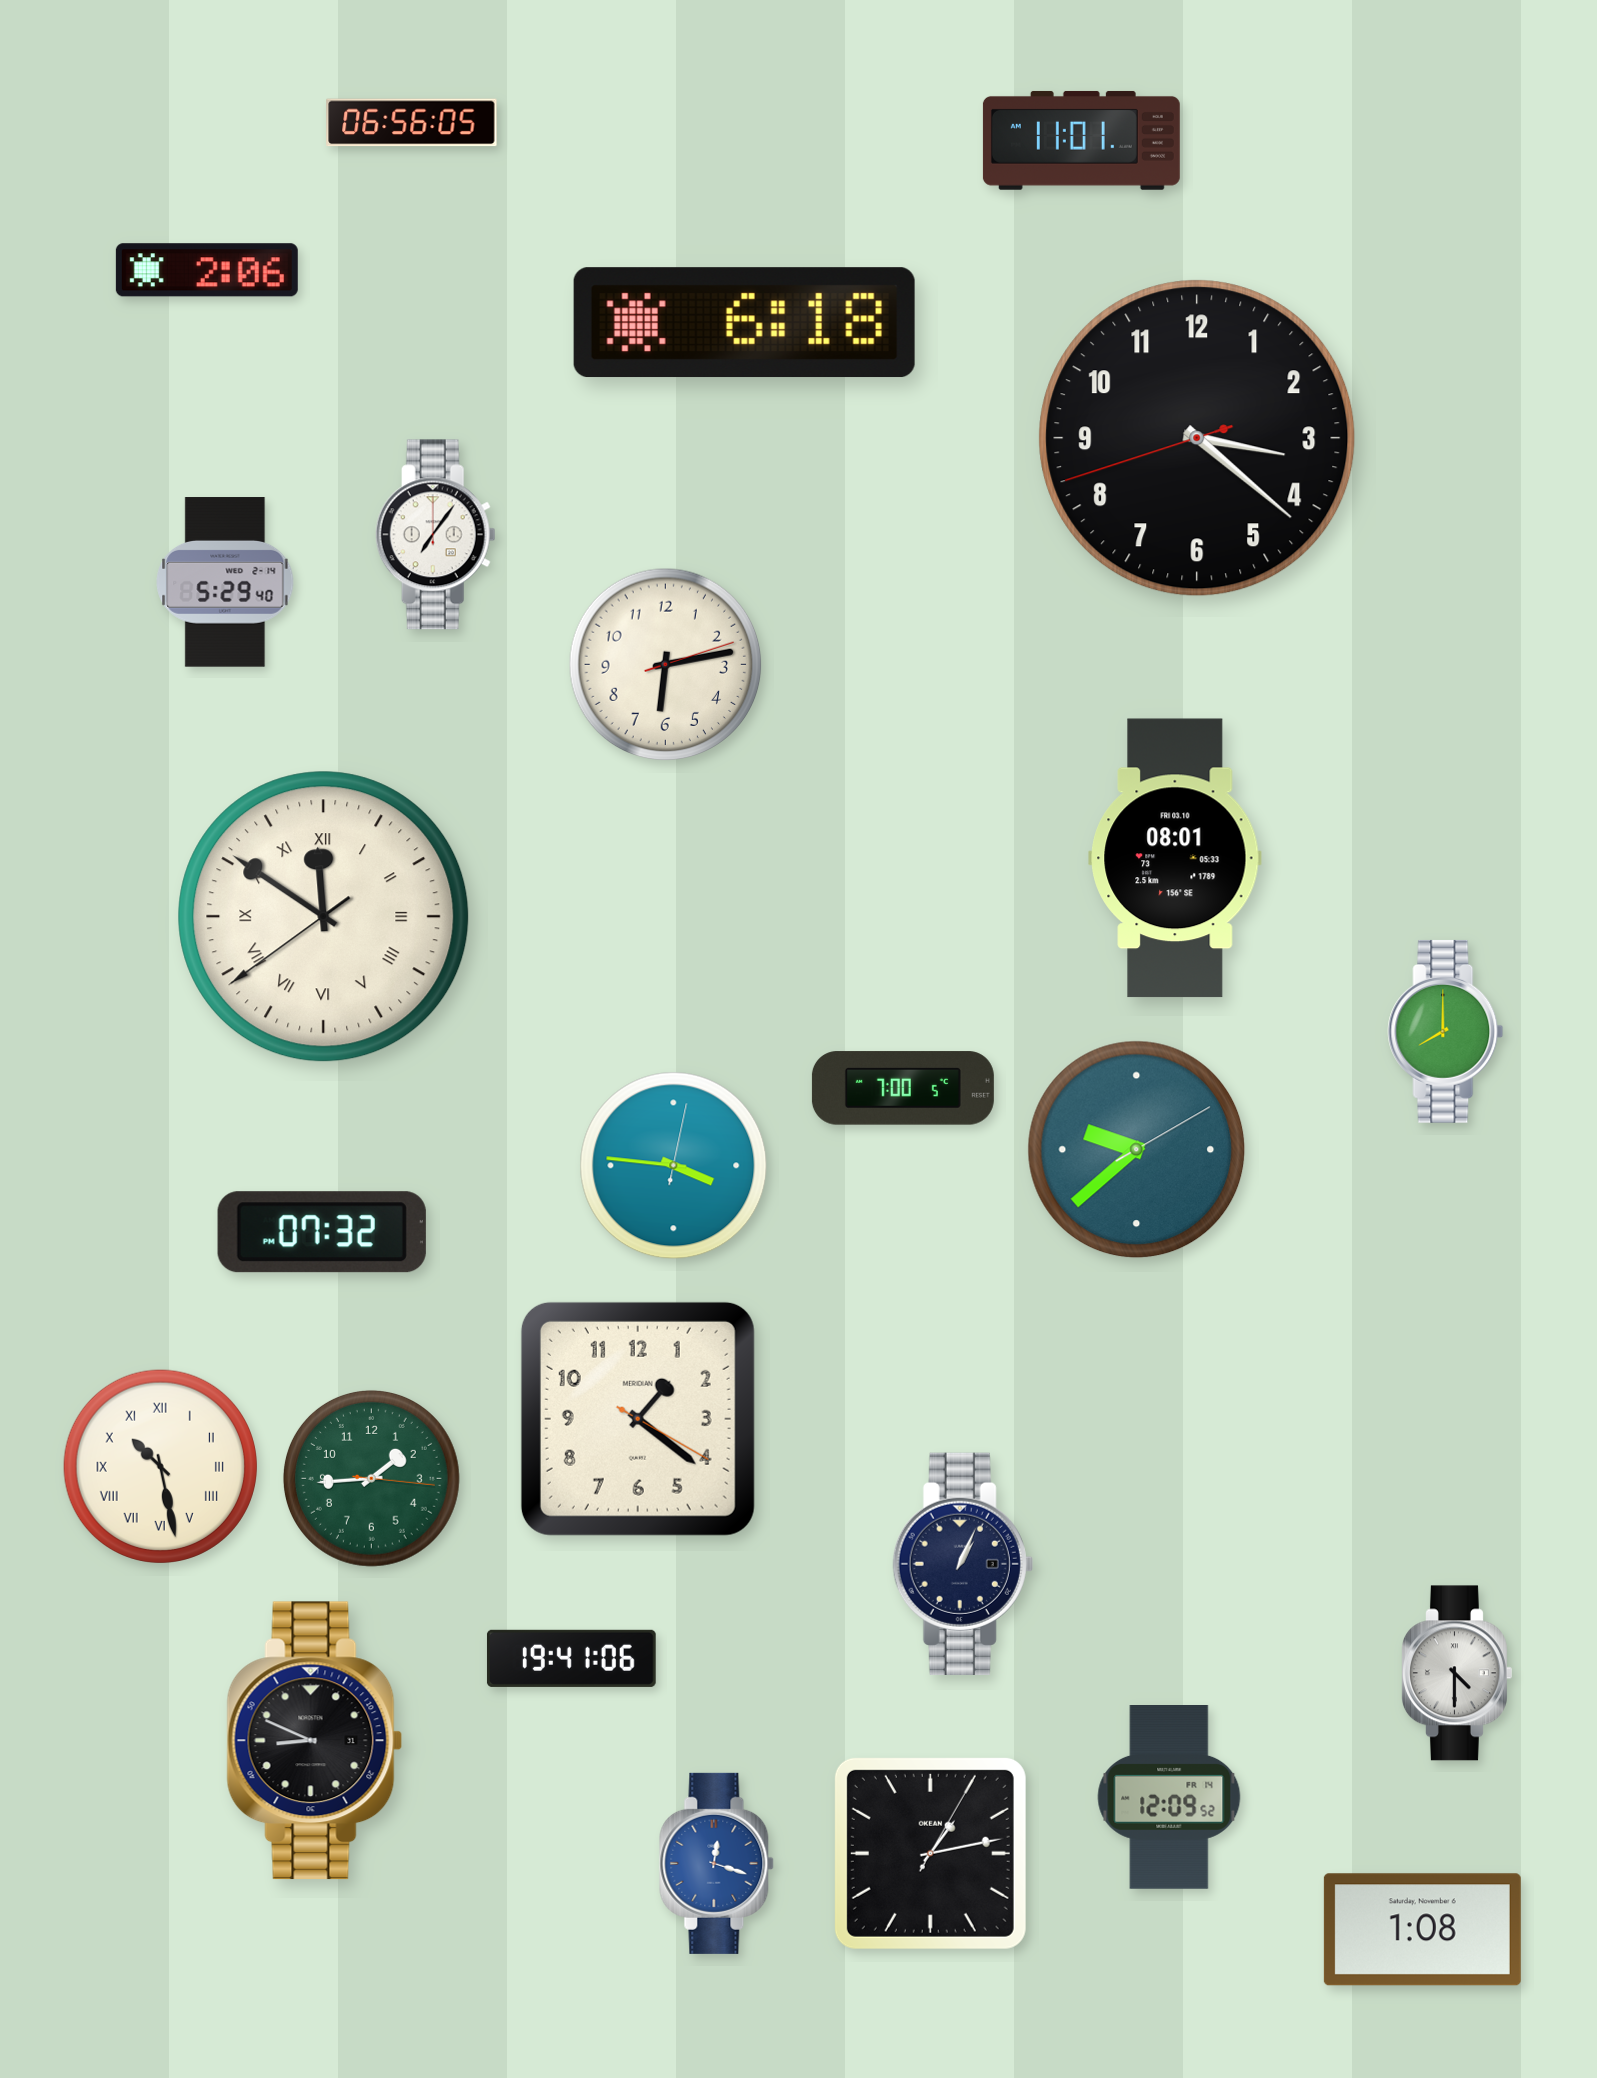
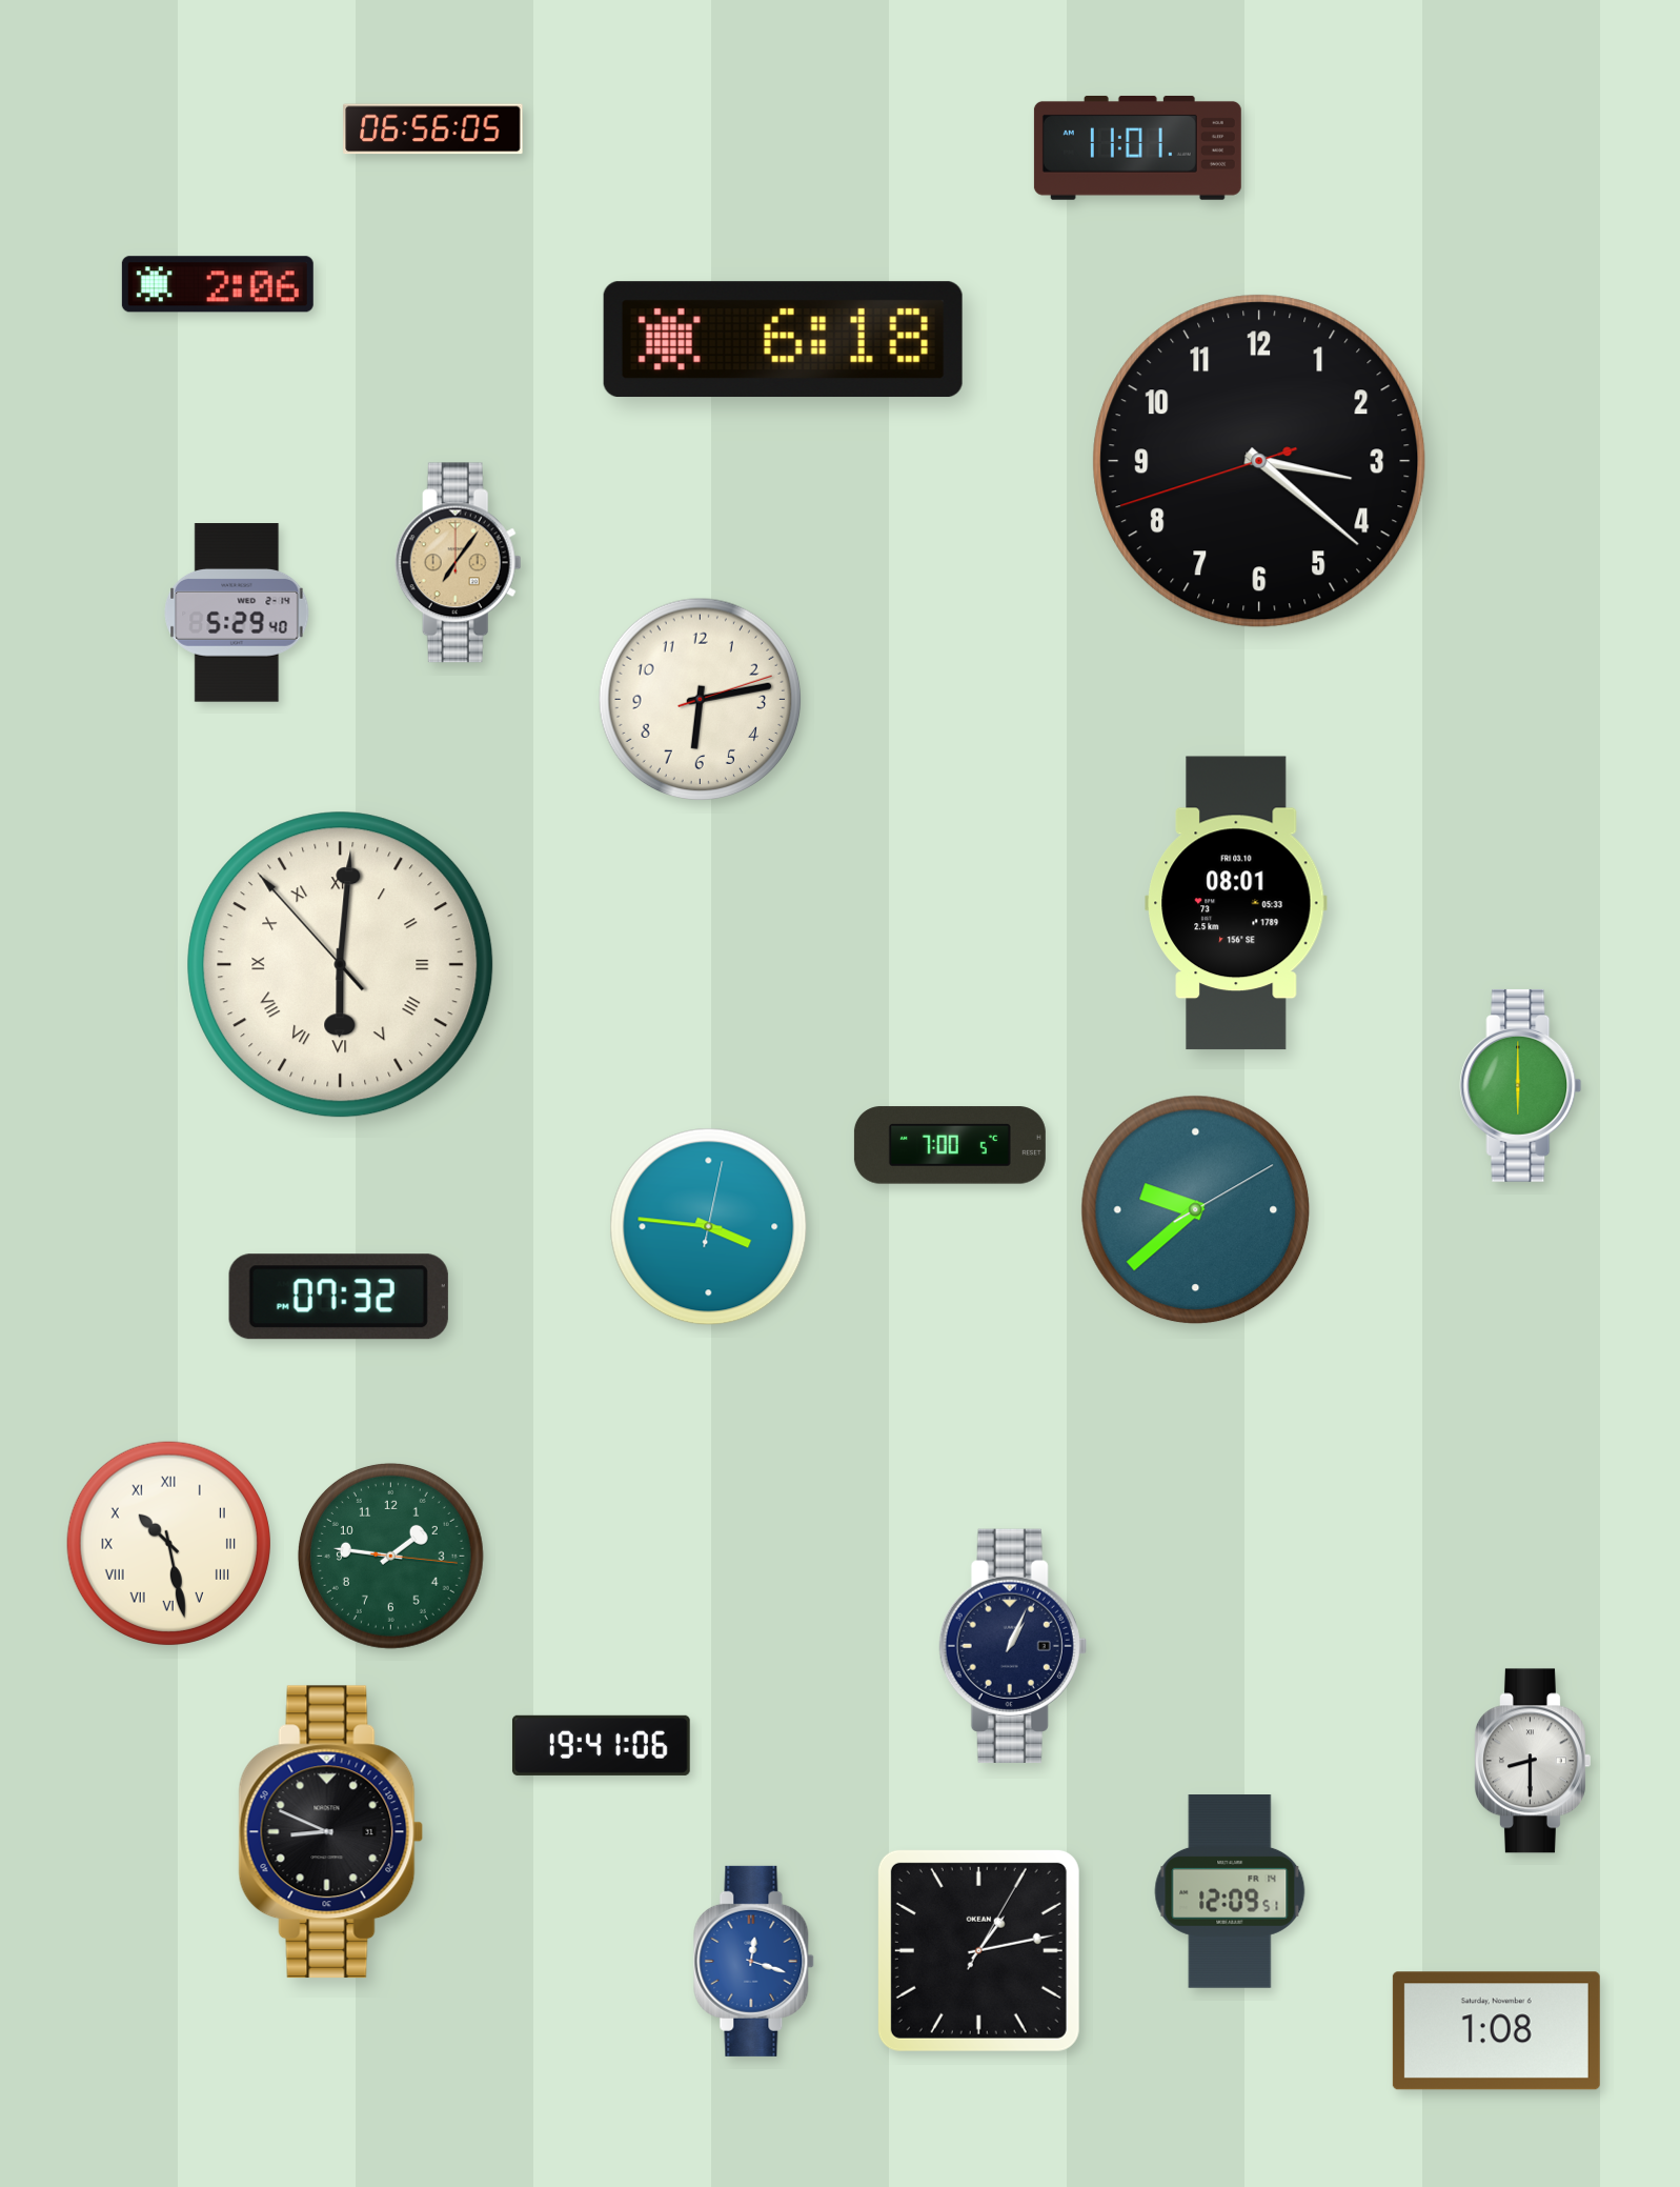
clock at (435, 535) dial: white -> champagne
clock at (324, 917): 11:50 -> 6:00
clock at (1446, 1031): 8:00 -> 6:00
clock at (638, 1419): 1:21 -> none
clock at (371, 1478): 1:44 -> 1:46
clock at (1456, 1673): 4:30 -> 8:30
clock at (1169, 1798): 12:09:52 -> 12:09:51
